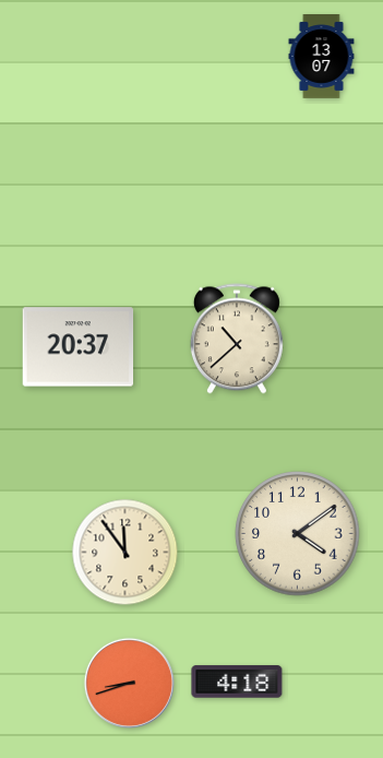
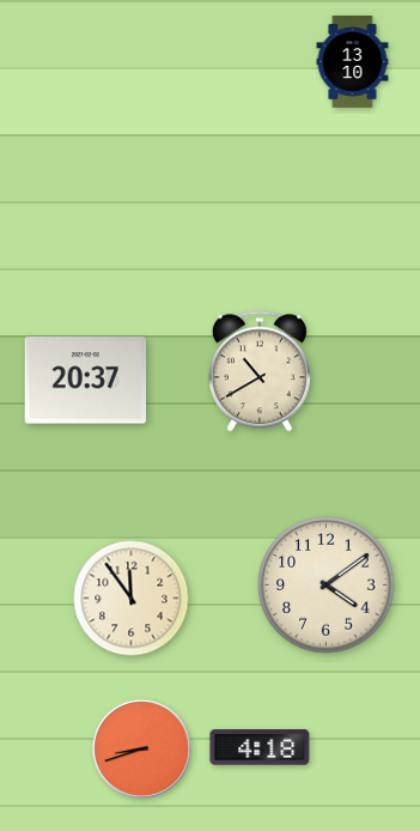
clock at (322, 57): 13:07 -> 13:10
clock at (237, 339): 10:38 -> 10:40
clock at (125, 553) position: (125, 553) -> (132, 599)
